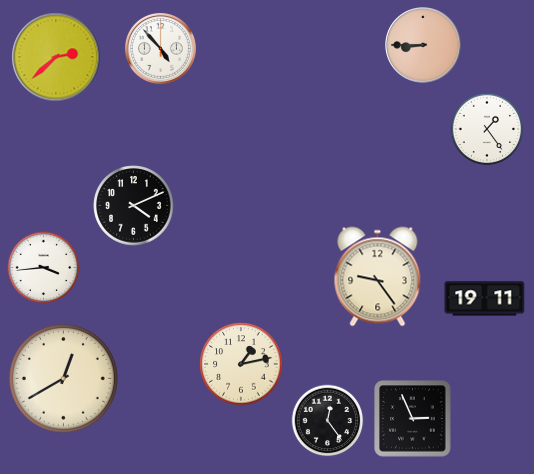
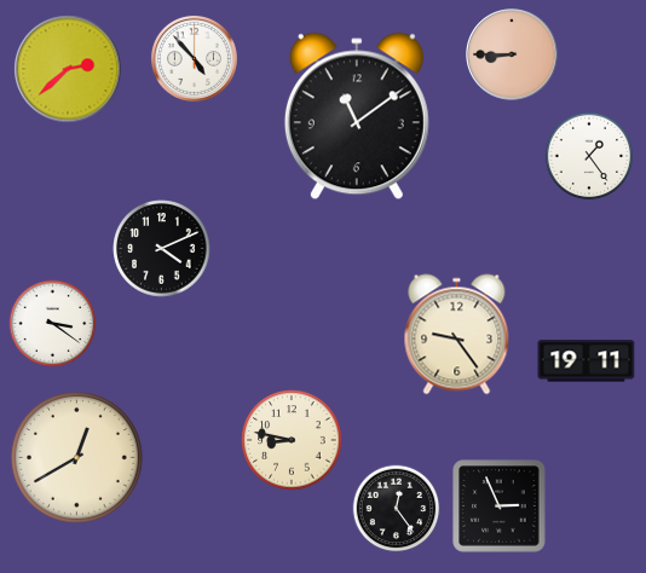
clock at (357, 116): none -> 11:09
clock at (44, 268): 3:44 -> 3:21
clock at (241, 364): 1:13 -> 8:47
